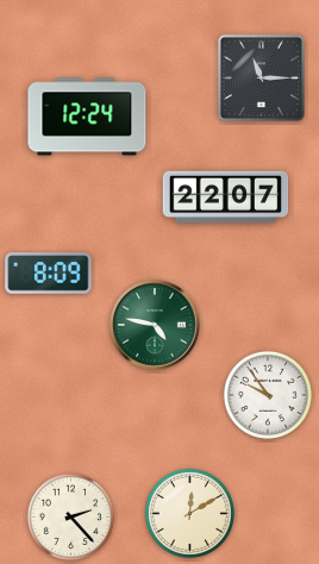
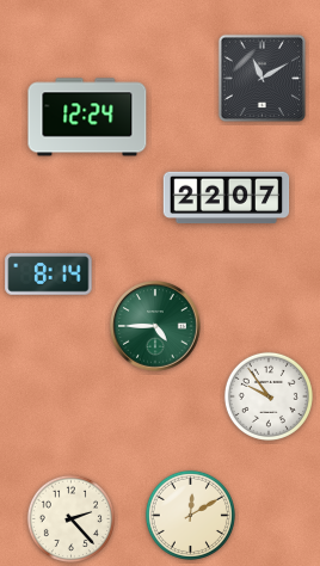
clock at (262, 79): 11:15 -> 11:10
clock at (49, 274): 8:09 -> 8:14
clock at (155, 325): 4:47 -> 4:45
